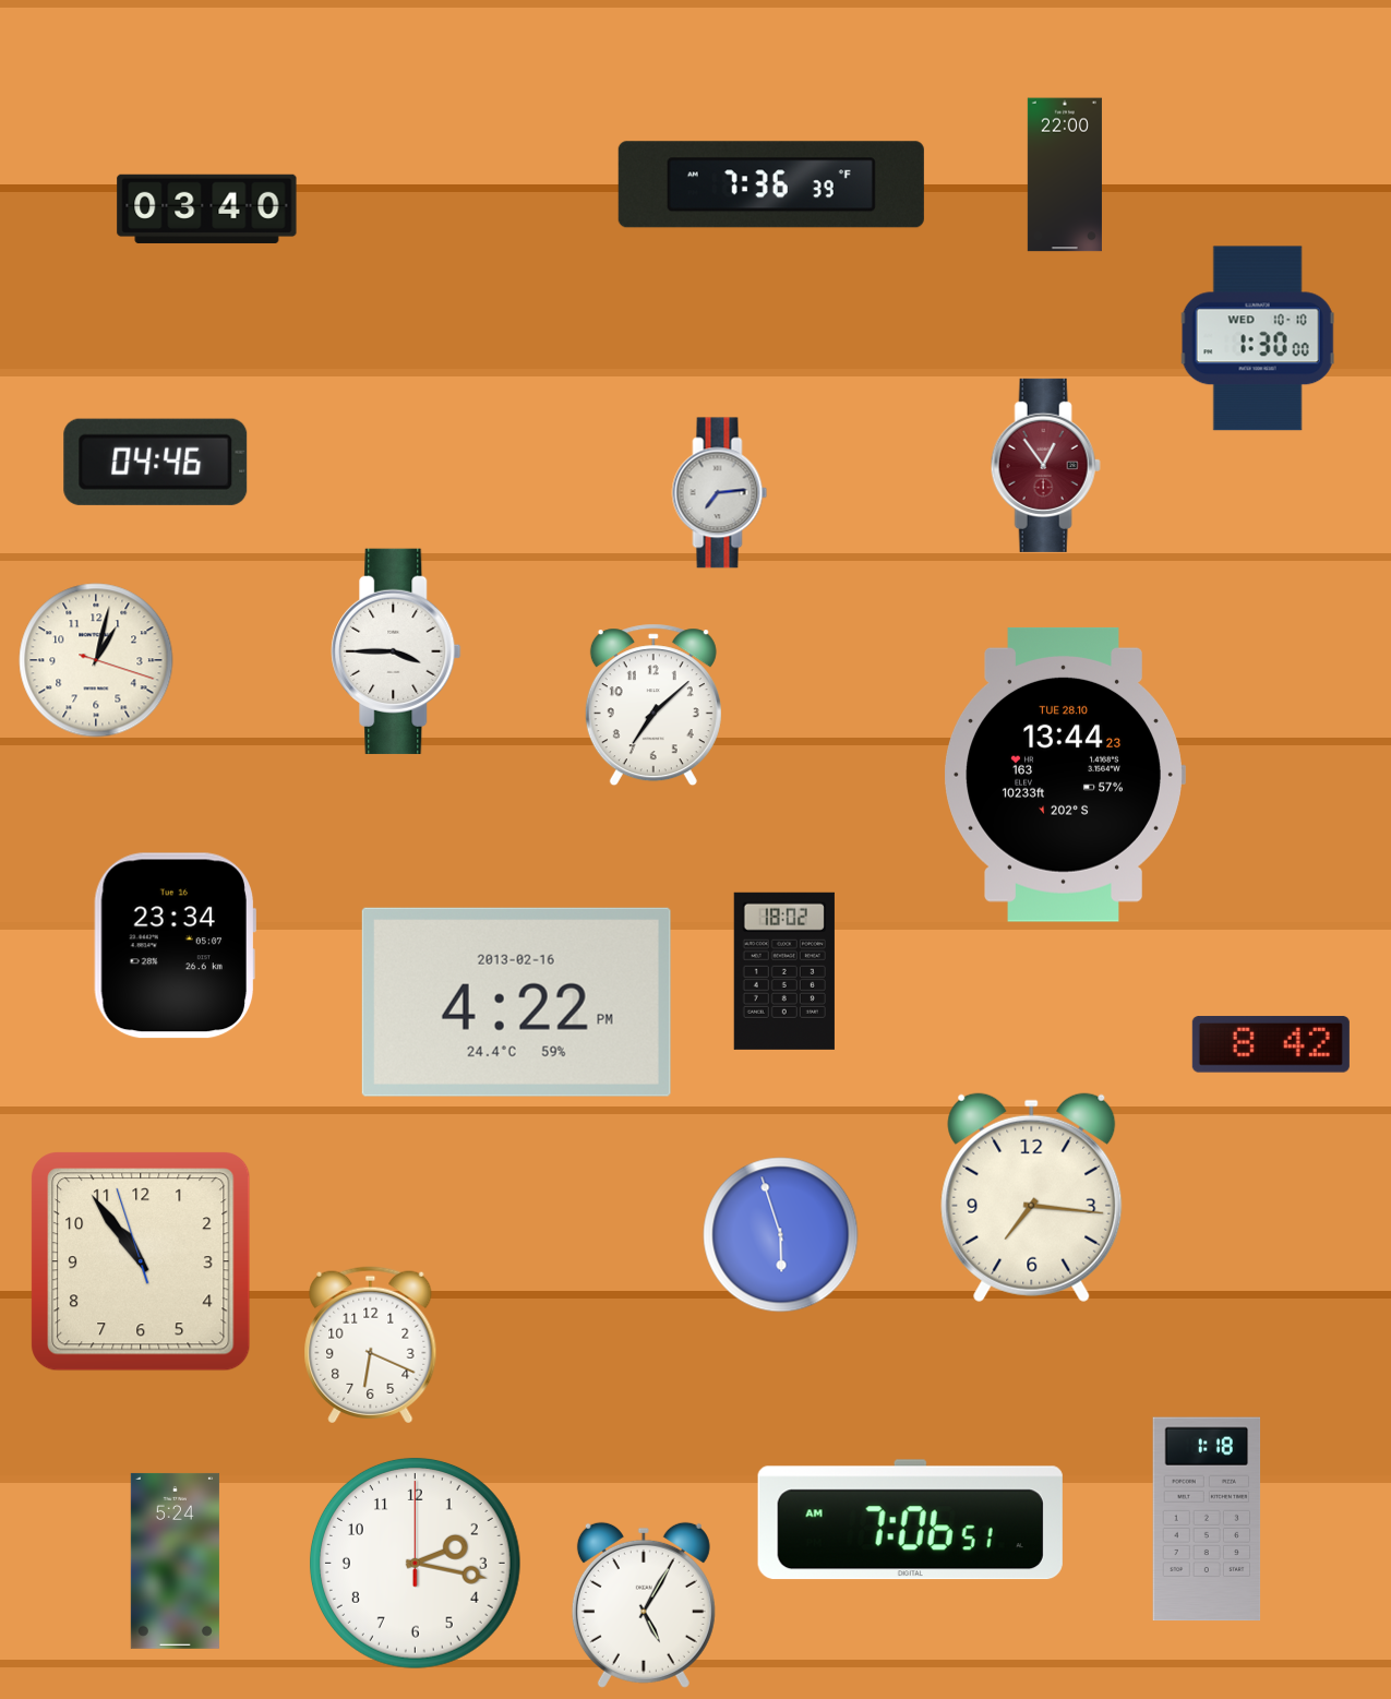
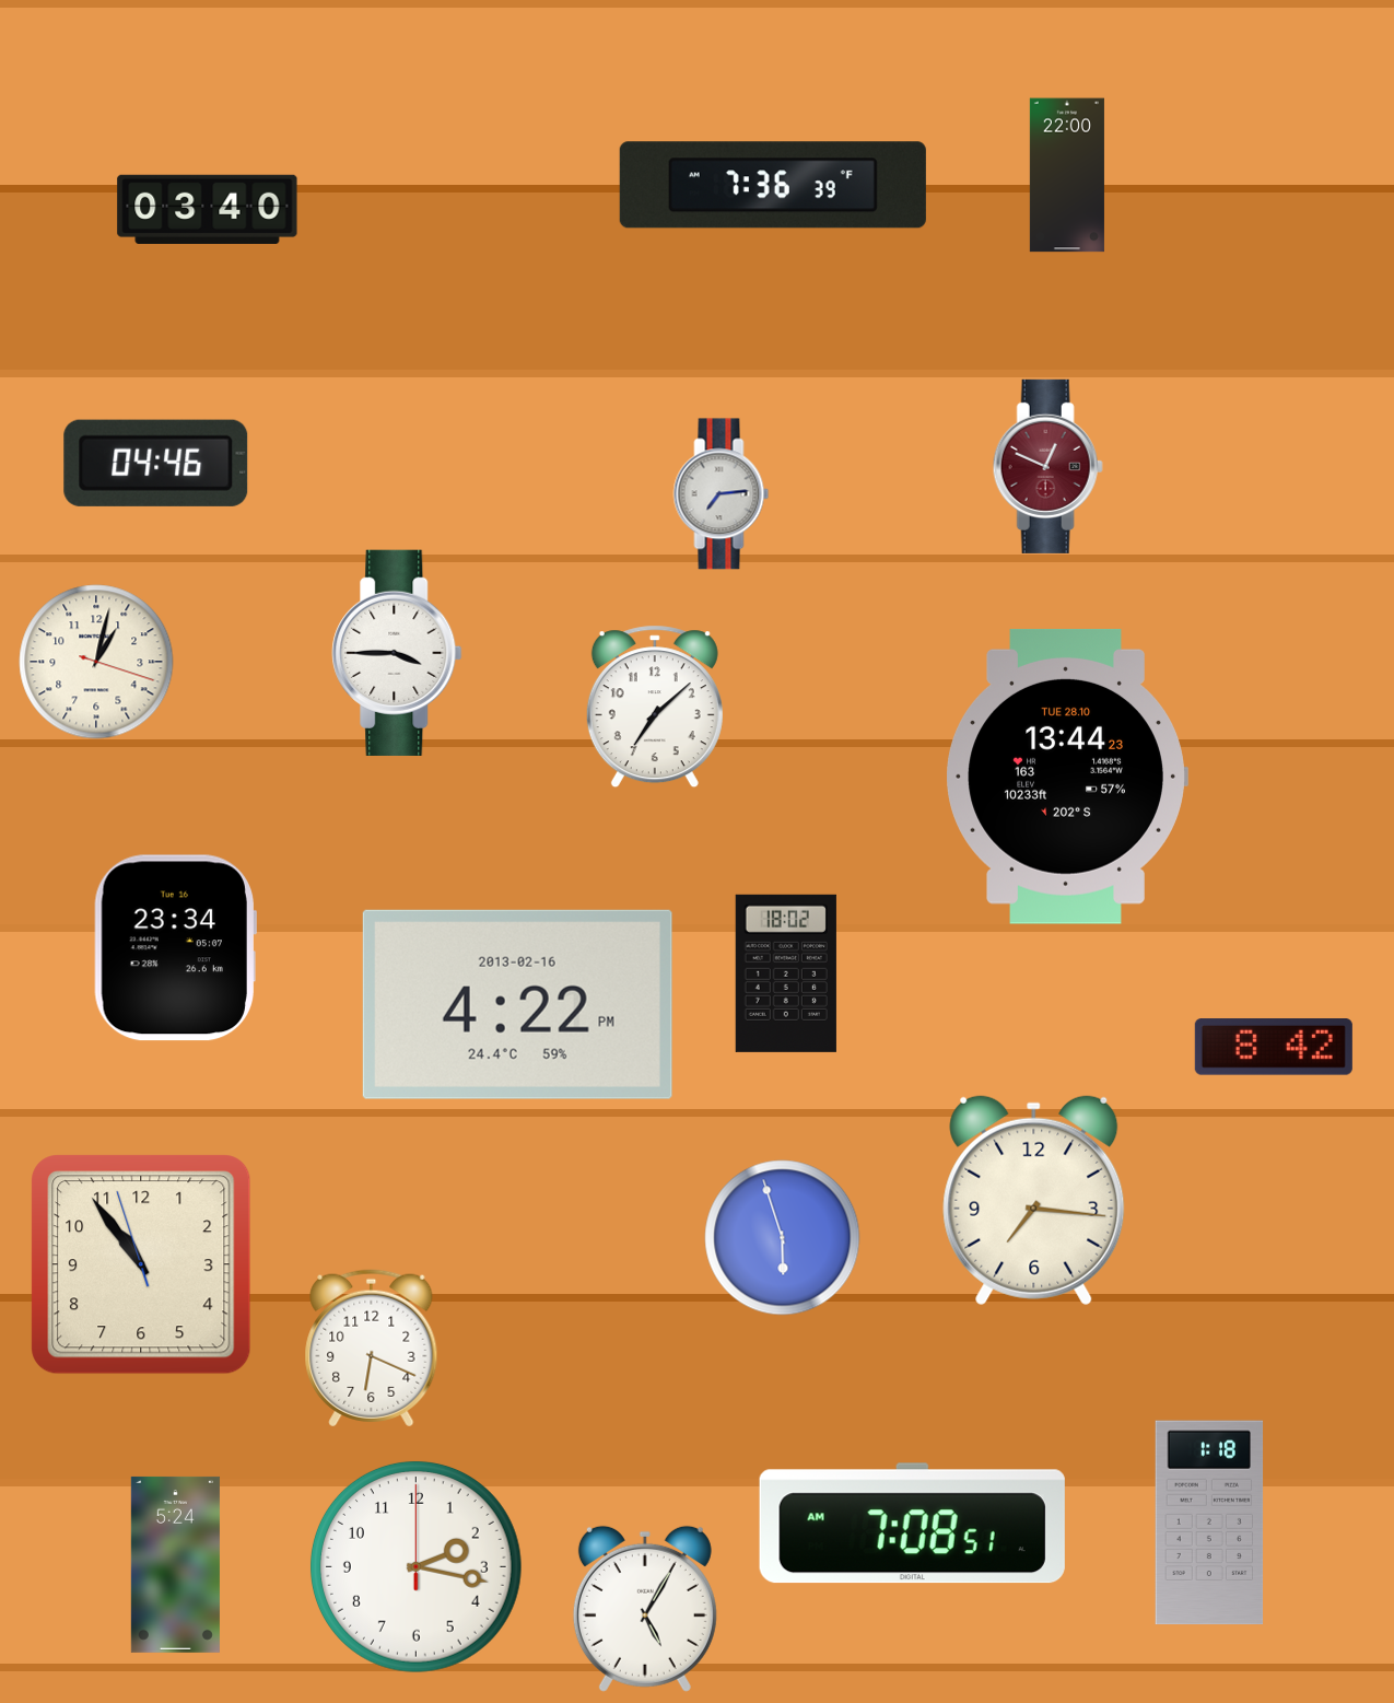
clock at (1258, 338): 1:30 -> none
clock at (1045, 465): 12:54 -> 12:49
clock at (910, 1520): 7:06 -> 7:08
